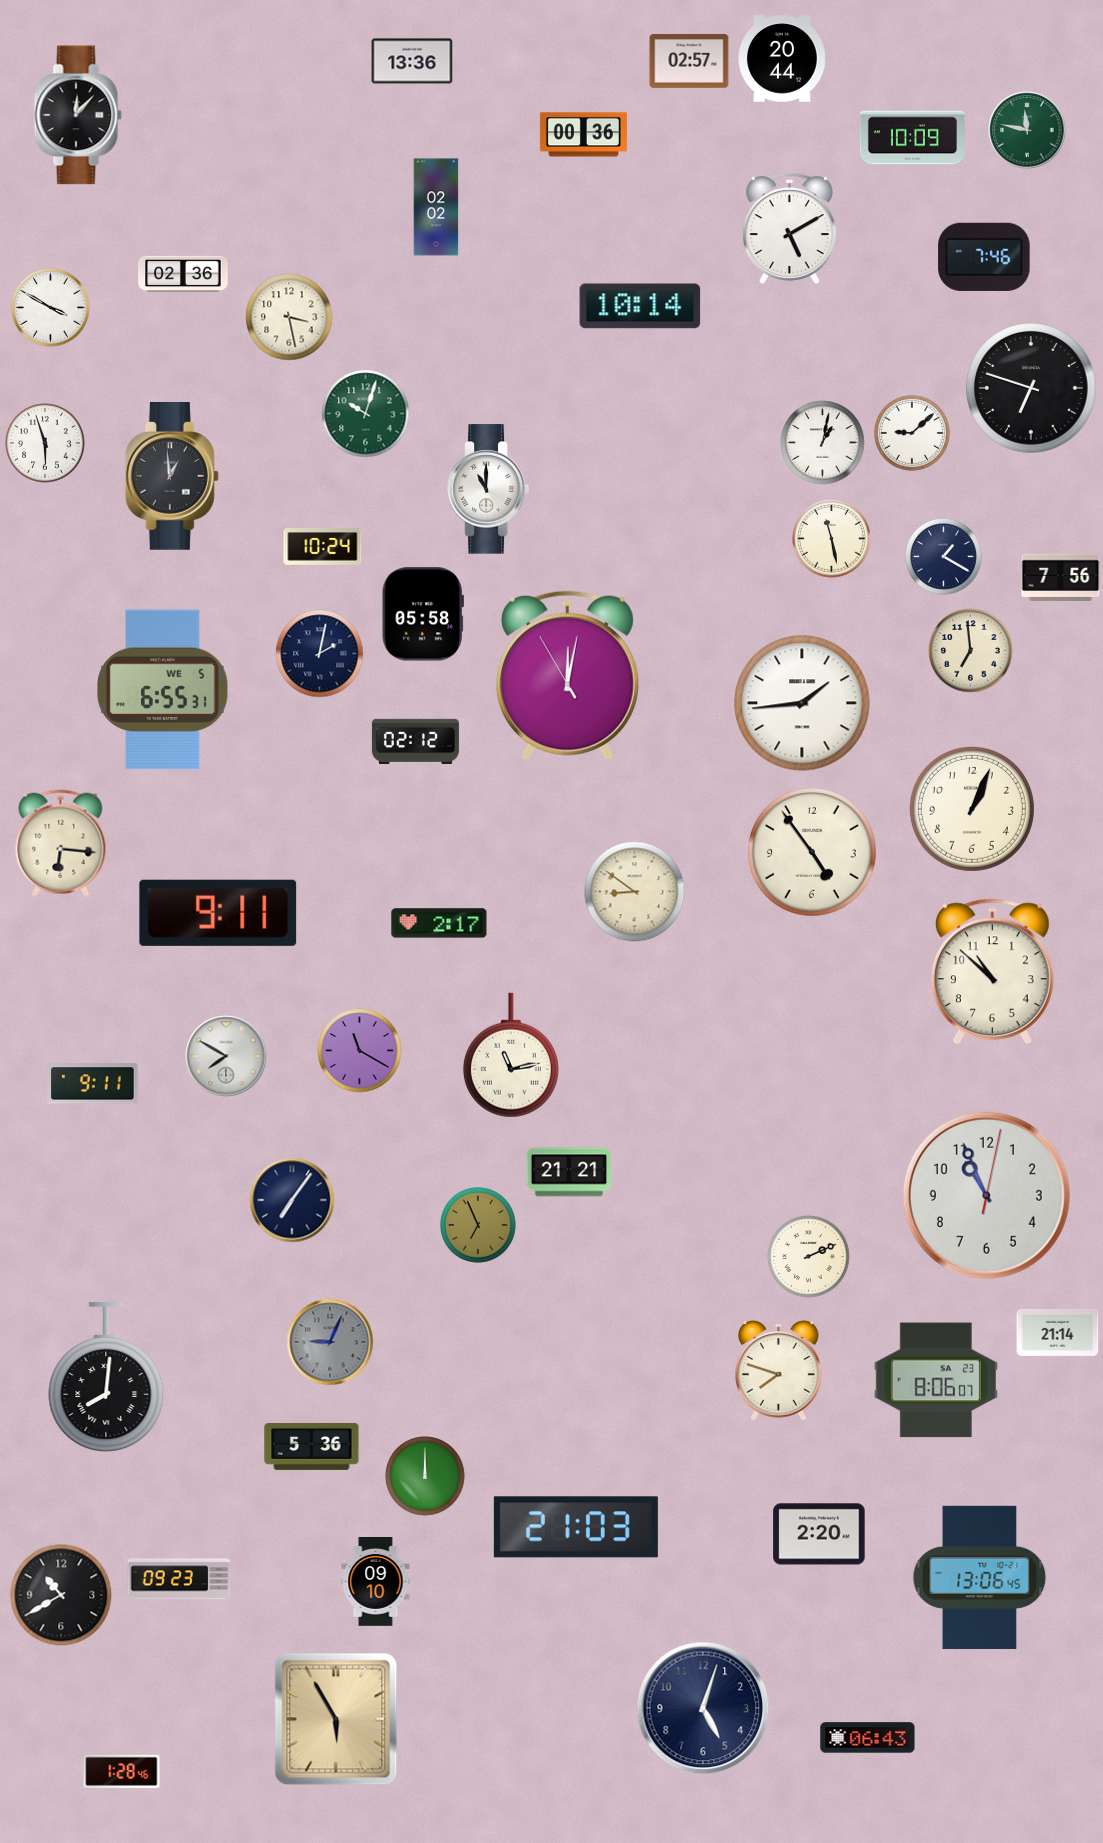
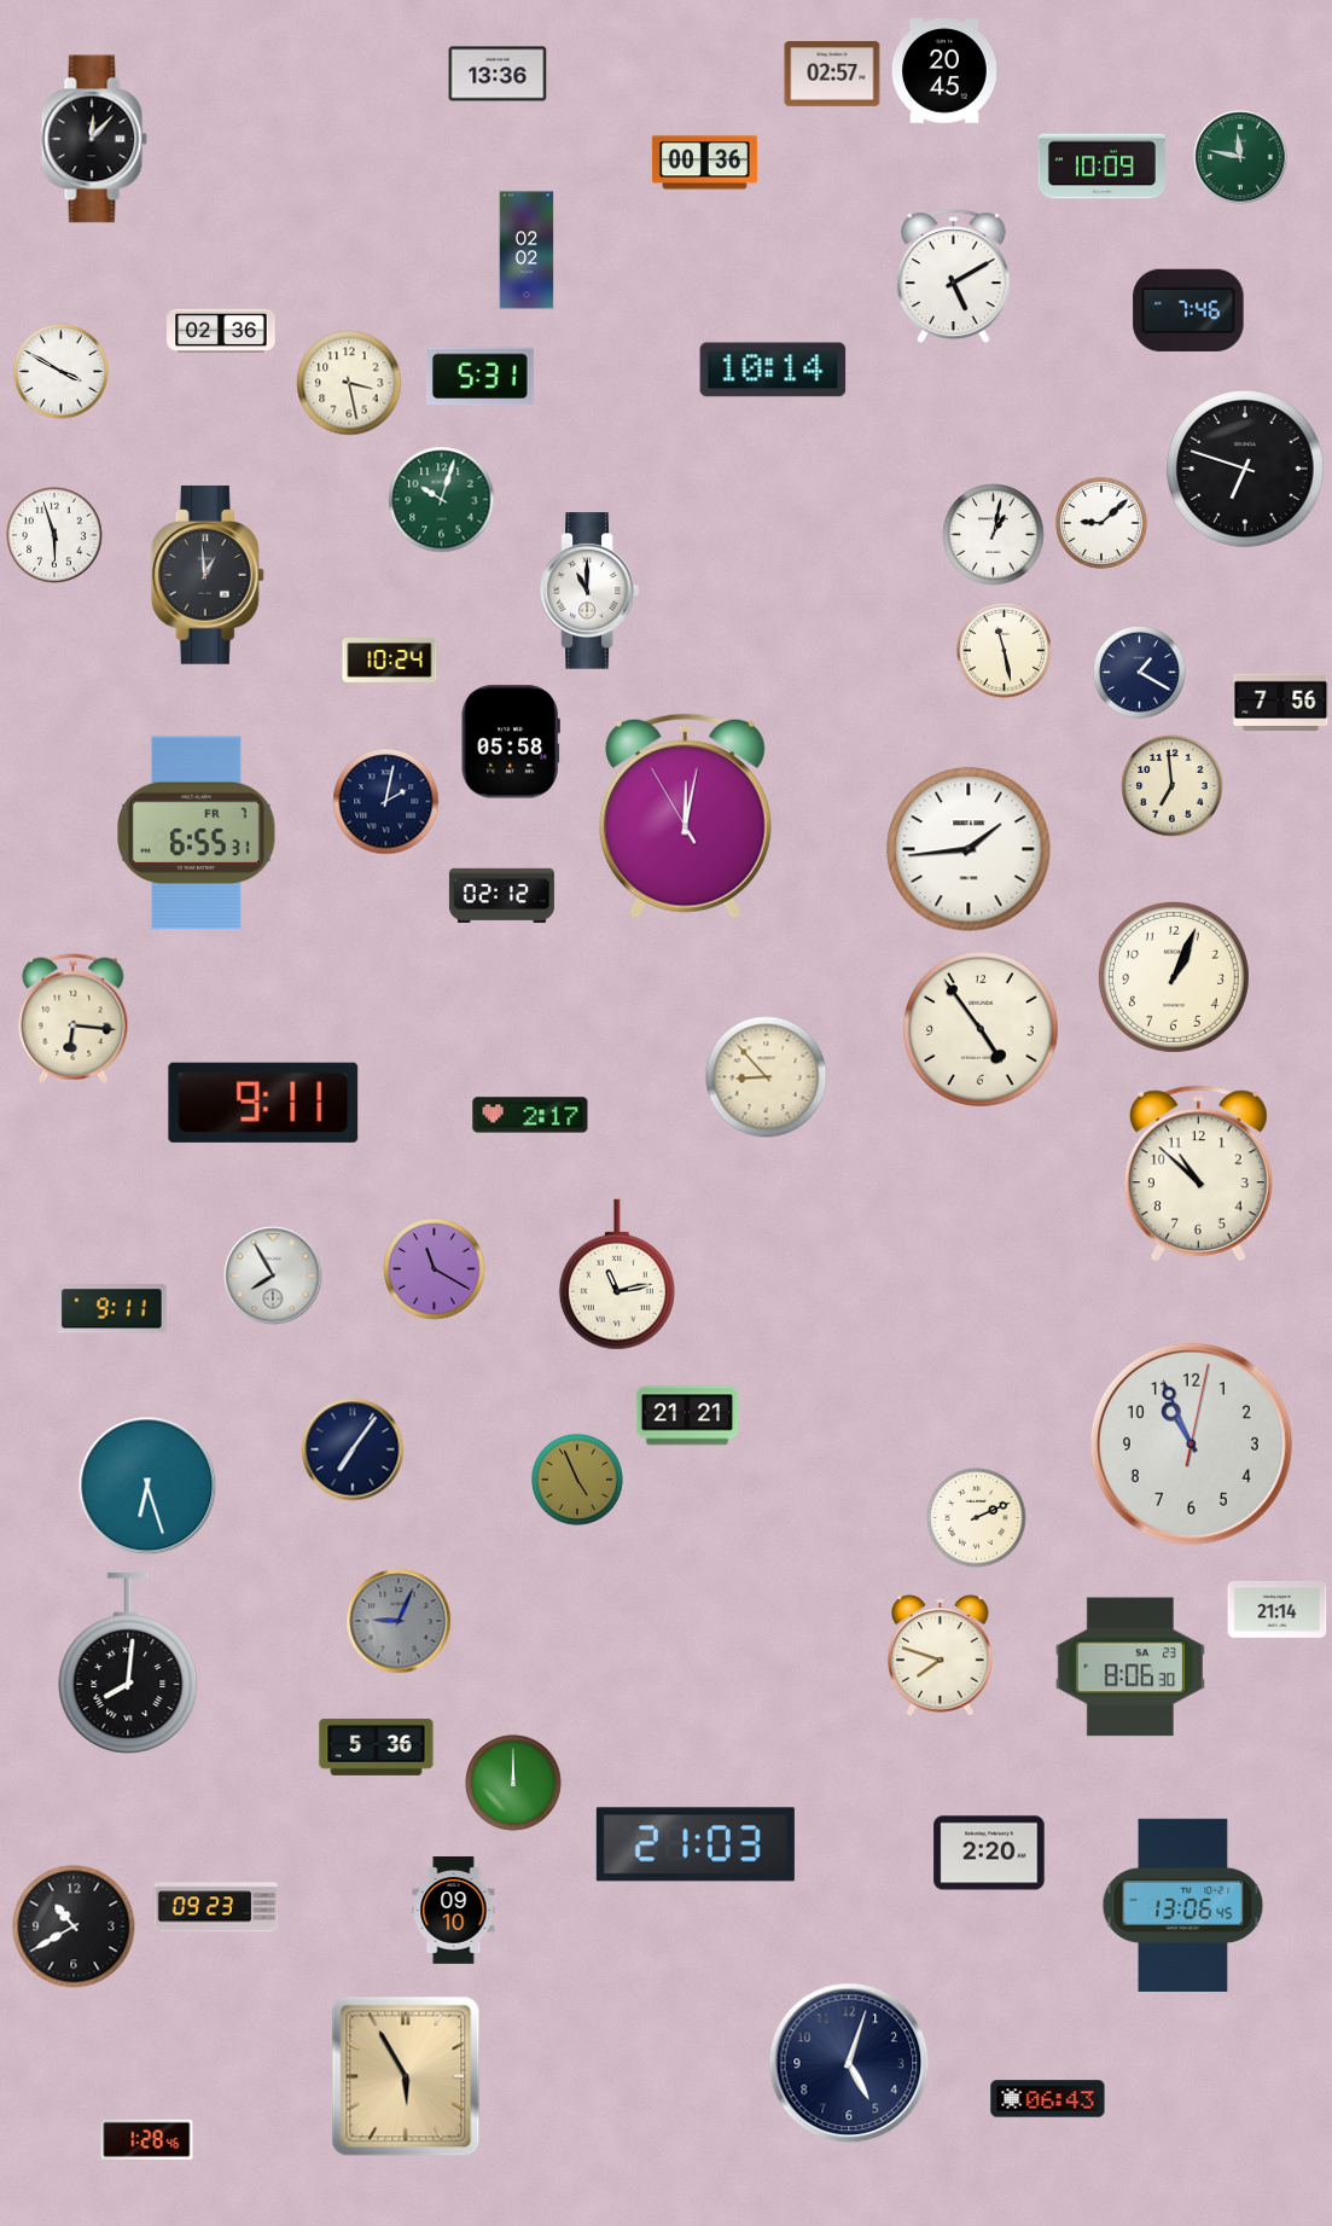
clock at (783, 59): 20:44 -> 20:45
clock at (479, 377): none -> 5:31
clock at (1061, 577) position: (1061, 577) -> (1281, 702)
clock at (320, 654) position: (320, 654) -> (386, 802)
clock at (163, 690) date: WE 5 -> FR 7
clock at (635, 892): 8:51 -> 8:53
clock at (226, 1056): 7:50 -> 7:55
clock at (478, 1225): 6:56 -> 4:56
clock at (147, 1486): none -> 6:27
clock at (936, 1380): 8:06:07 -> 8:06:30
